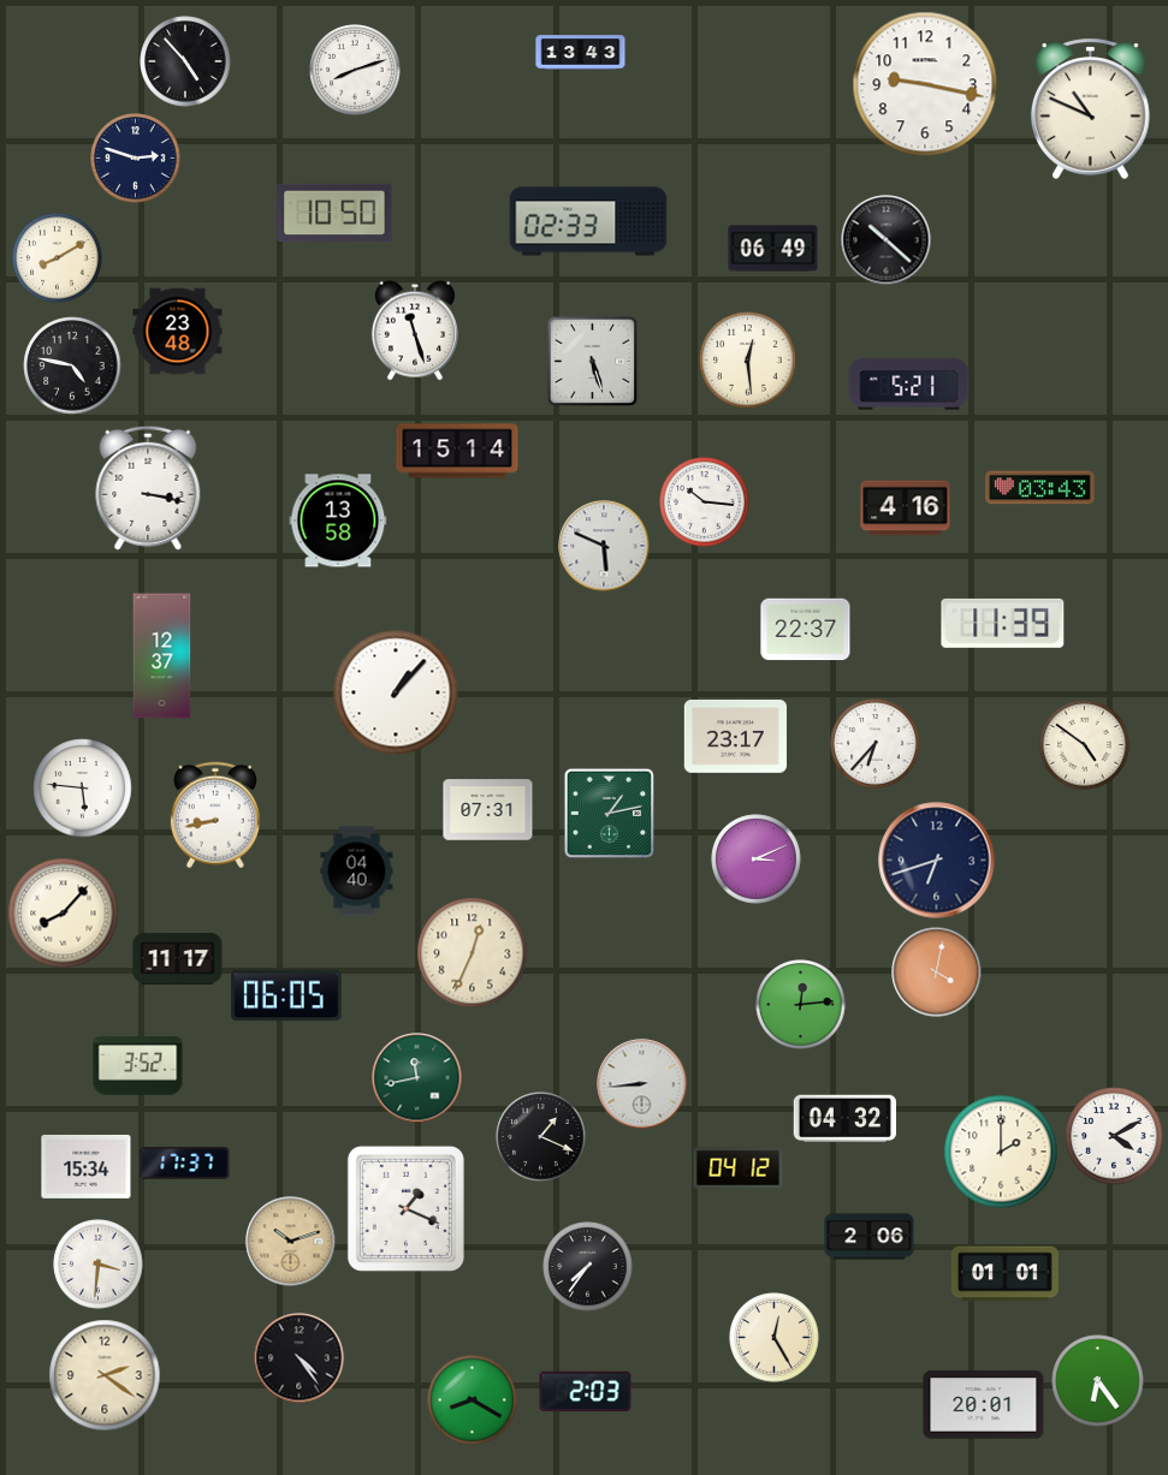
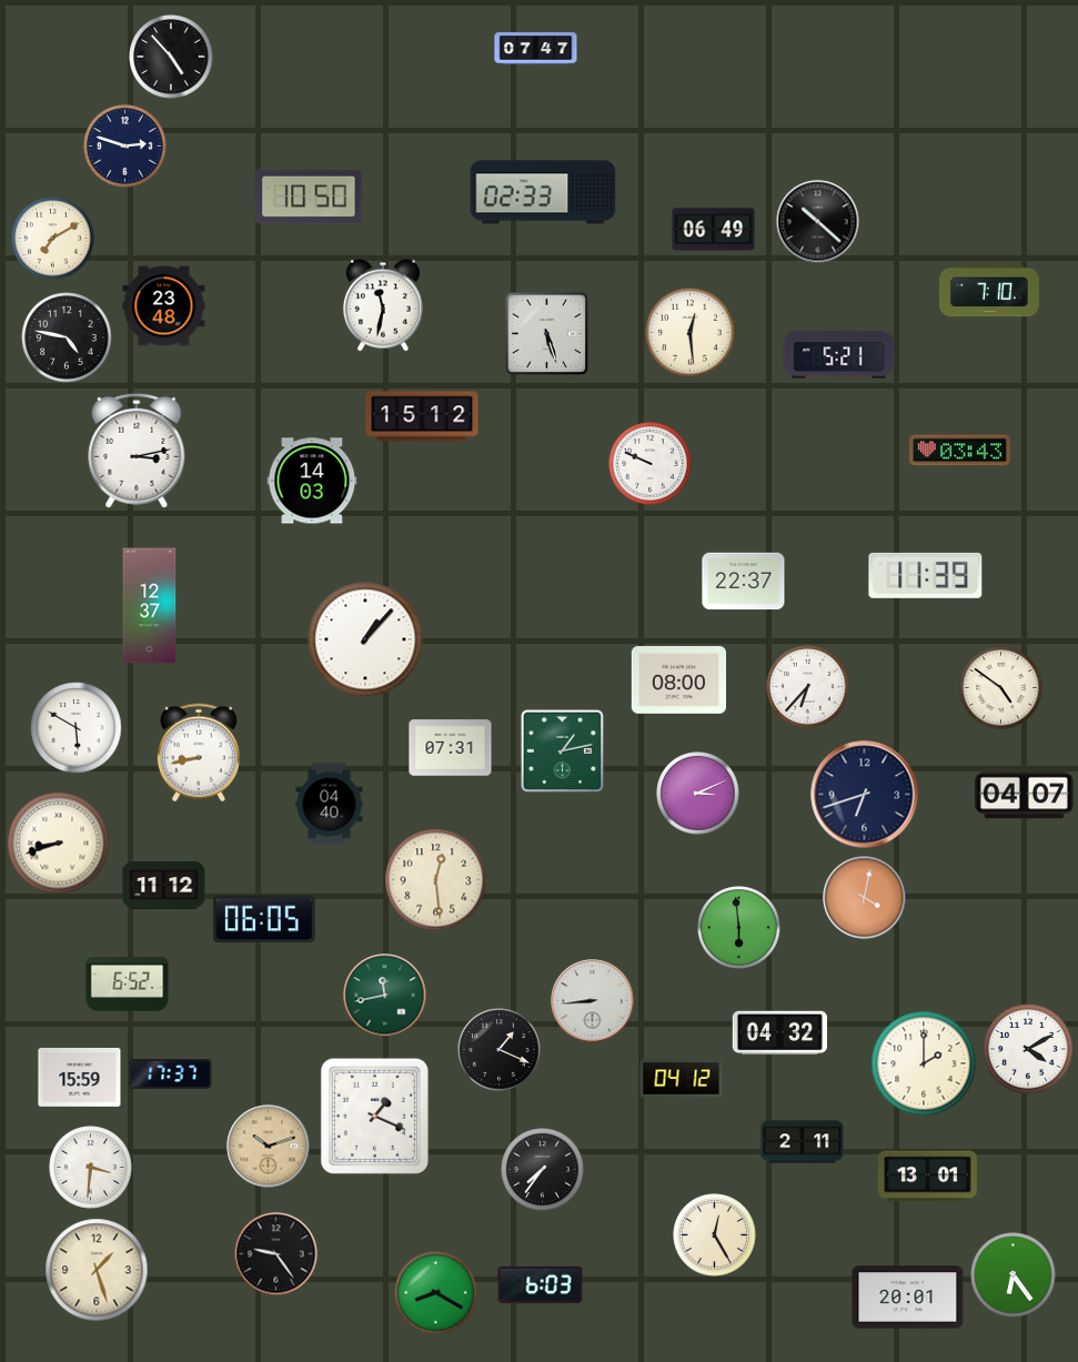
clock at (581, 53): 13:43 -> 07:47
clock at (355, 70): 8:12 -> none
clock at (925, 84): 9:17 -> none
clock at (1090, 108): 10:49 -> none
clock at (588, 221) position: (588, 221) -> (543, 192)
clock at (58, 258): 8:10 -> 7:10
clock at (990, 291): none -> 7:10
clock at (415, 331): 11:27 -> 11:32
clock at (457, 451): 15:14 -> 15:12
clock at (148, 488): 3:17 -> 3:13
clock at (705, 502): 10:16 -> 9:49
clock at (906, 508): 4:16 -> none
clock at (338, 521): 13:58 -> 14:03
clock at (604, 546): 5:49 -> none
clock at (736, 737): 23:17 -> 08:00
clock at (83, 789): 5:46 -> 5:50
clock at (1024, 796): none -> 04:07
clock at (64, 914): 8:07 -> 8:42
clock at (473, 953): 12:34 -> 12:29
clock at (178, 959): 11:17 -> 11:12
clock at (801, 1005): 12:14 -> 5:59
clock at (138, 1066): 3:52 -> 6:52
clock at (87, 1166): 15:34 -> 15:59
clock at (870, 1237): 2:06 -> 2:11
clock at (1004, 1274): 01:01 -> 13:01
clock at (300, 1358): 4:24 -> 9:24
clock at (105, 1375): 2:21 -> 1:27
clock at (586, 1392): 2:03 -> 6:03
